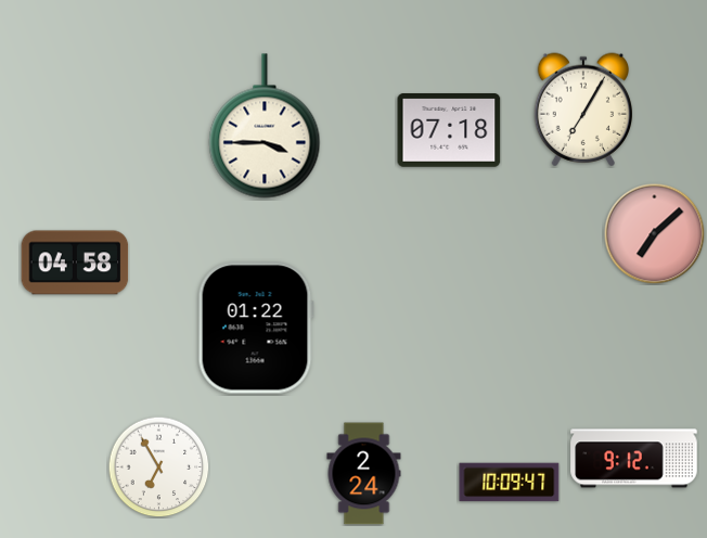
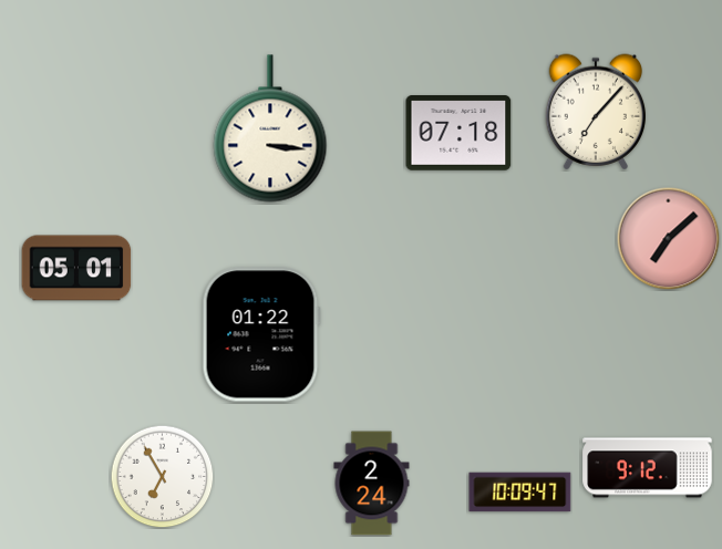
clock at (583, 110): 7:05 -> 7:07
clock at (265, 126): 3:45 -> 3:16
clock at (75, 262): 04:58 -> 05:01
